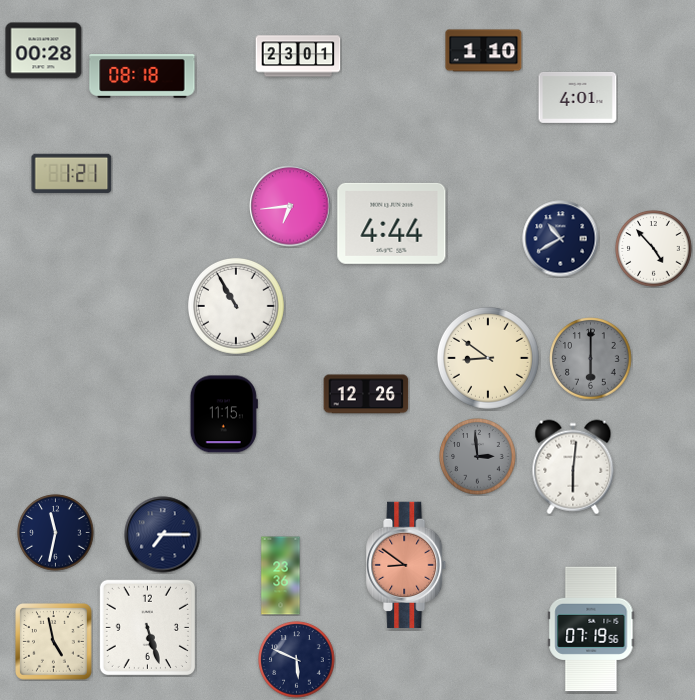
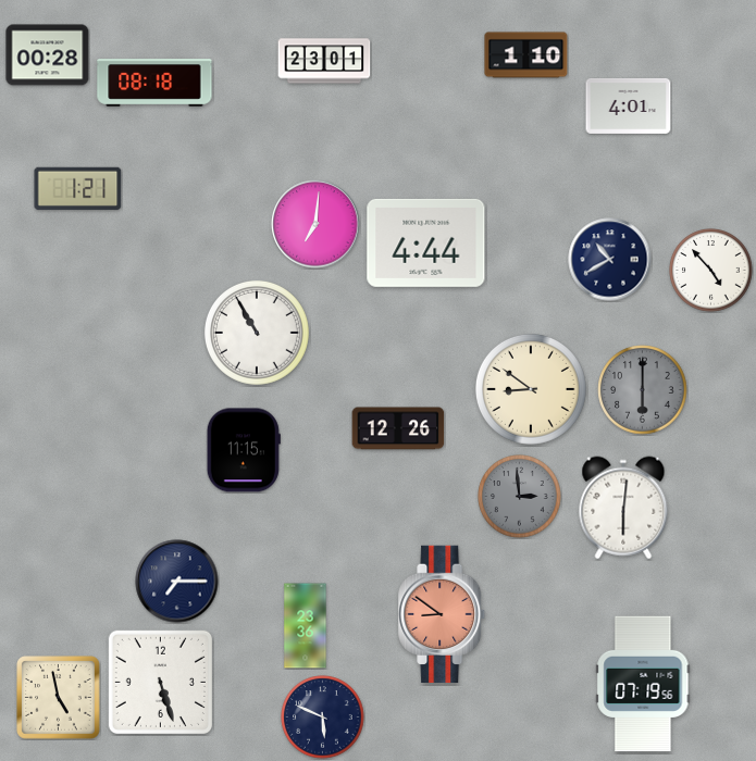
clock at (290, 206): 6:44 -> 7:01
clock at (56, 533): 11:32 -> none
